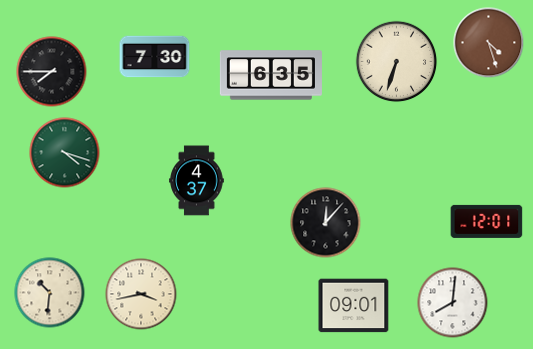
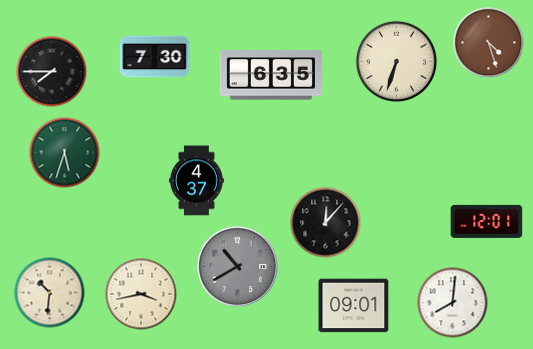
clock at (65, 153): 4:18 -> 5:33
clock at (237, 266): none -> 10:40
